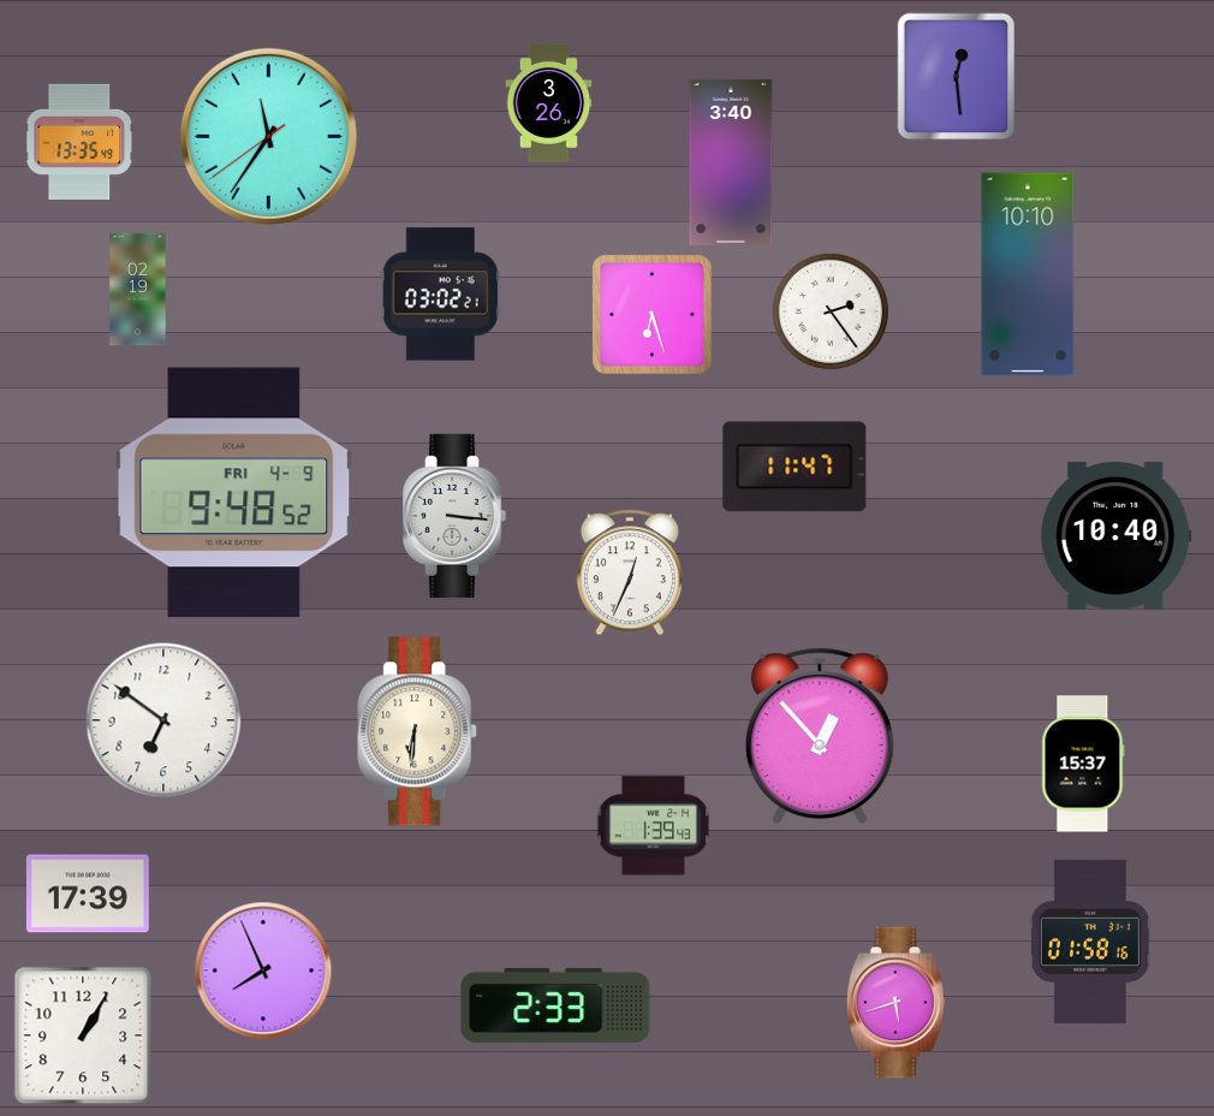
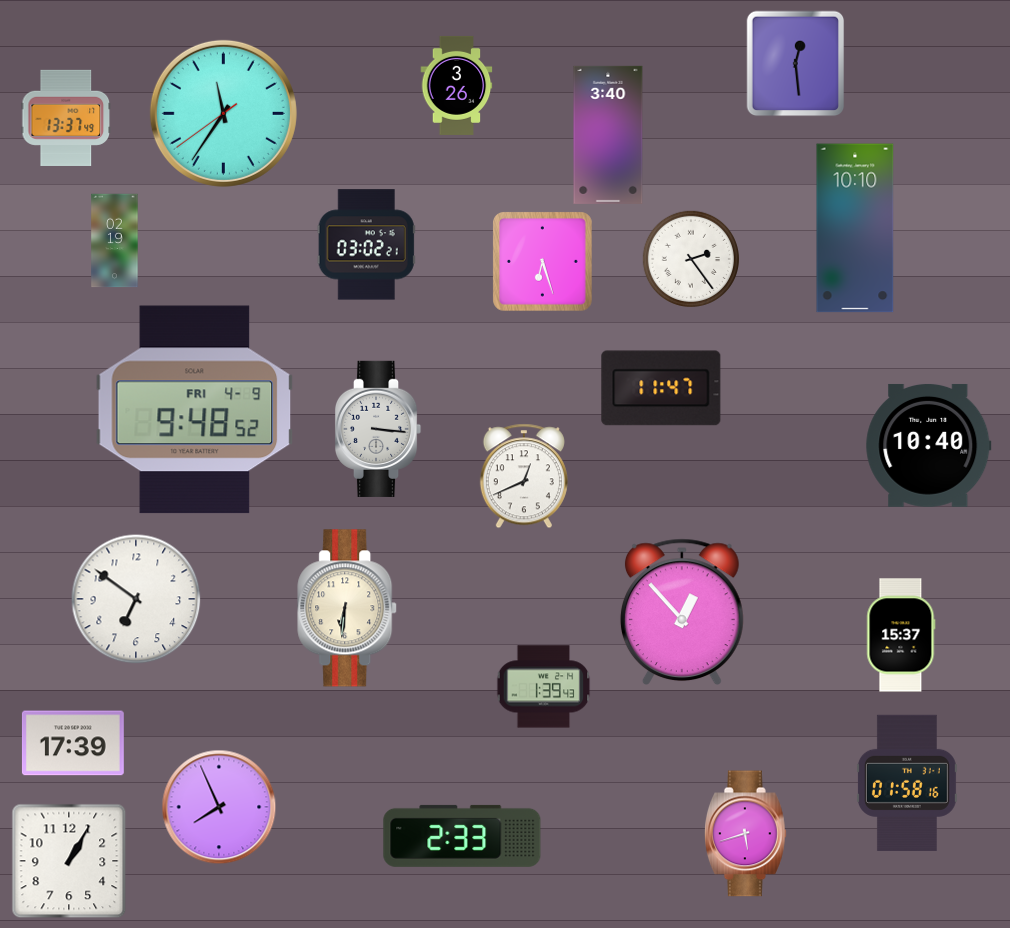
clock at (79, 142): 13:35 -> 13:37
clock at (630, 572): 12:34 -> 12:41
